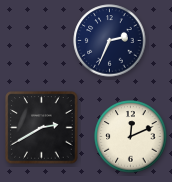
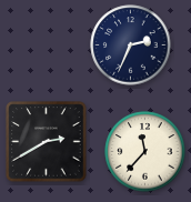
clock at (110, 41) position: (110, 41) -> (131, 46)
clock at (131, 137): 12:11 -> 11:37
